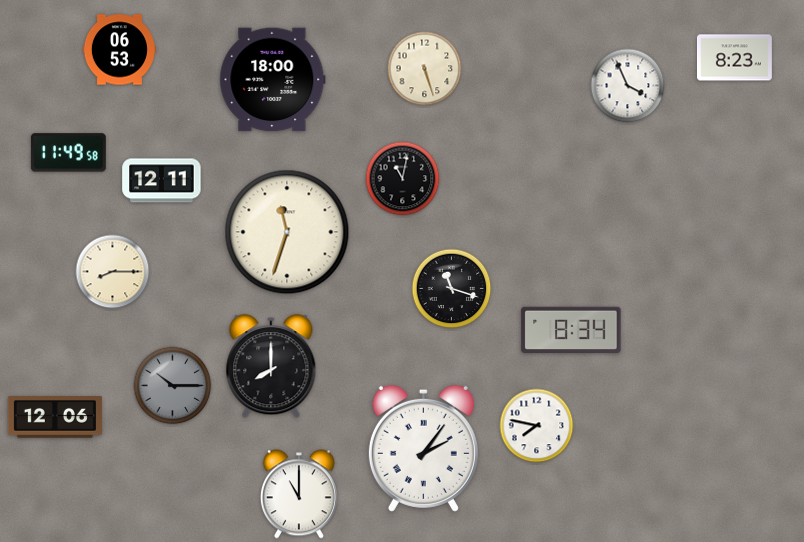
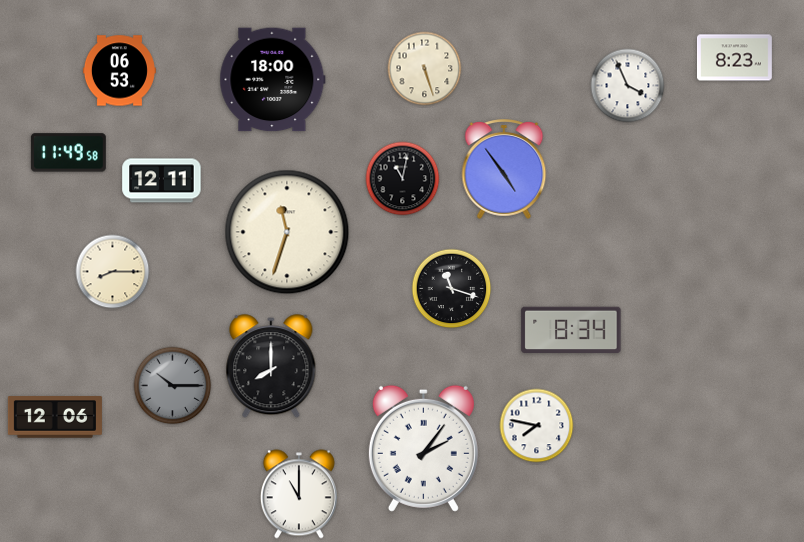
clock at (119, 50) position: (119, 50) -> (119, 71)
clock at (504, 170): none -> 4:54
